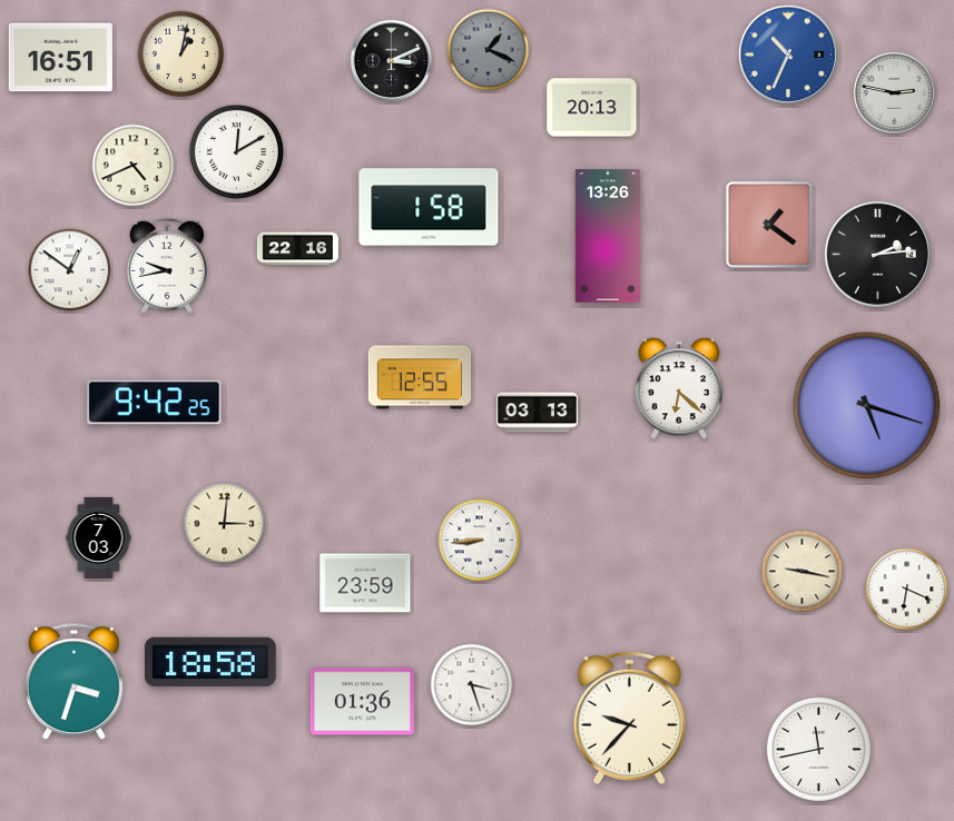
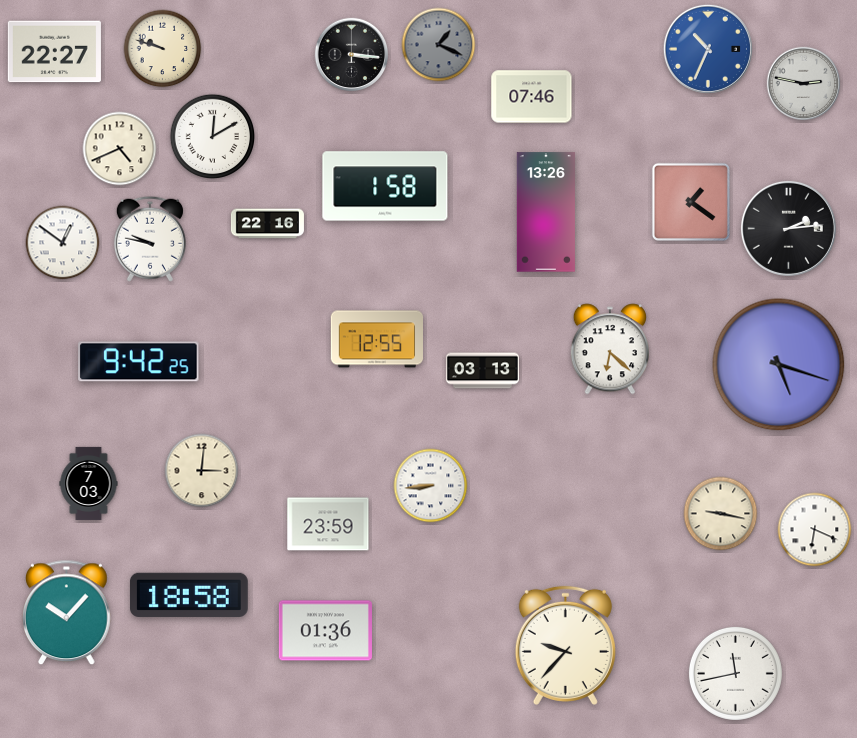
clock at (181, 55): 1:02 -> 9:48
clock at (60, 58): 16:51 -> 22:27
clock at (392, 61): 3:11 -> 3:16
clock at (592, 108): 20:13 -> 07:46
clock at (167, 266): 9:43 -> 9:47
clock at (75, 682): 3:33 -> 10:07
clock at (472, 685): 3:27 -> none
